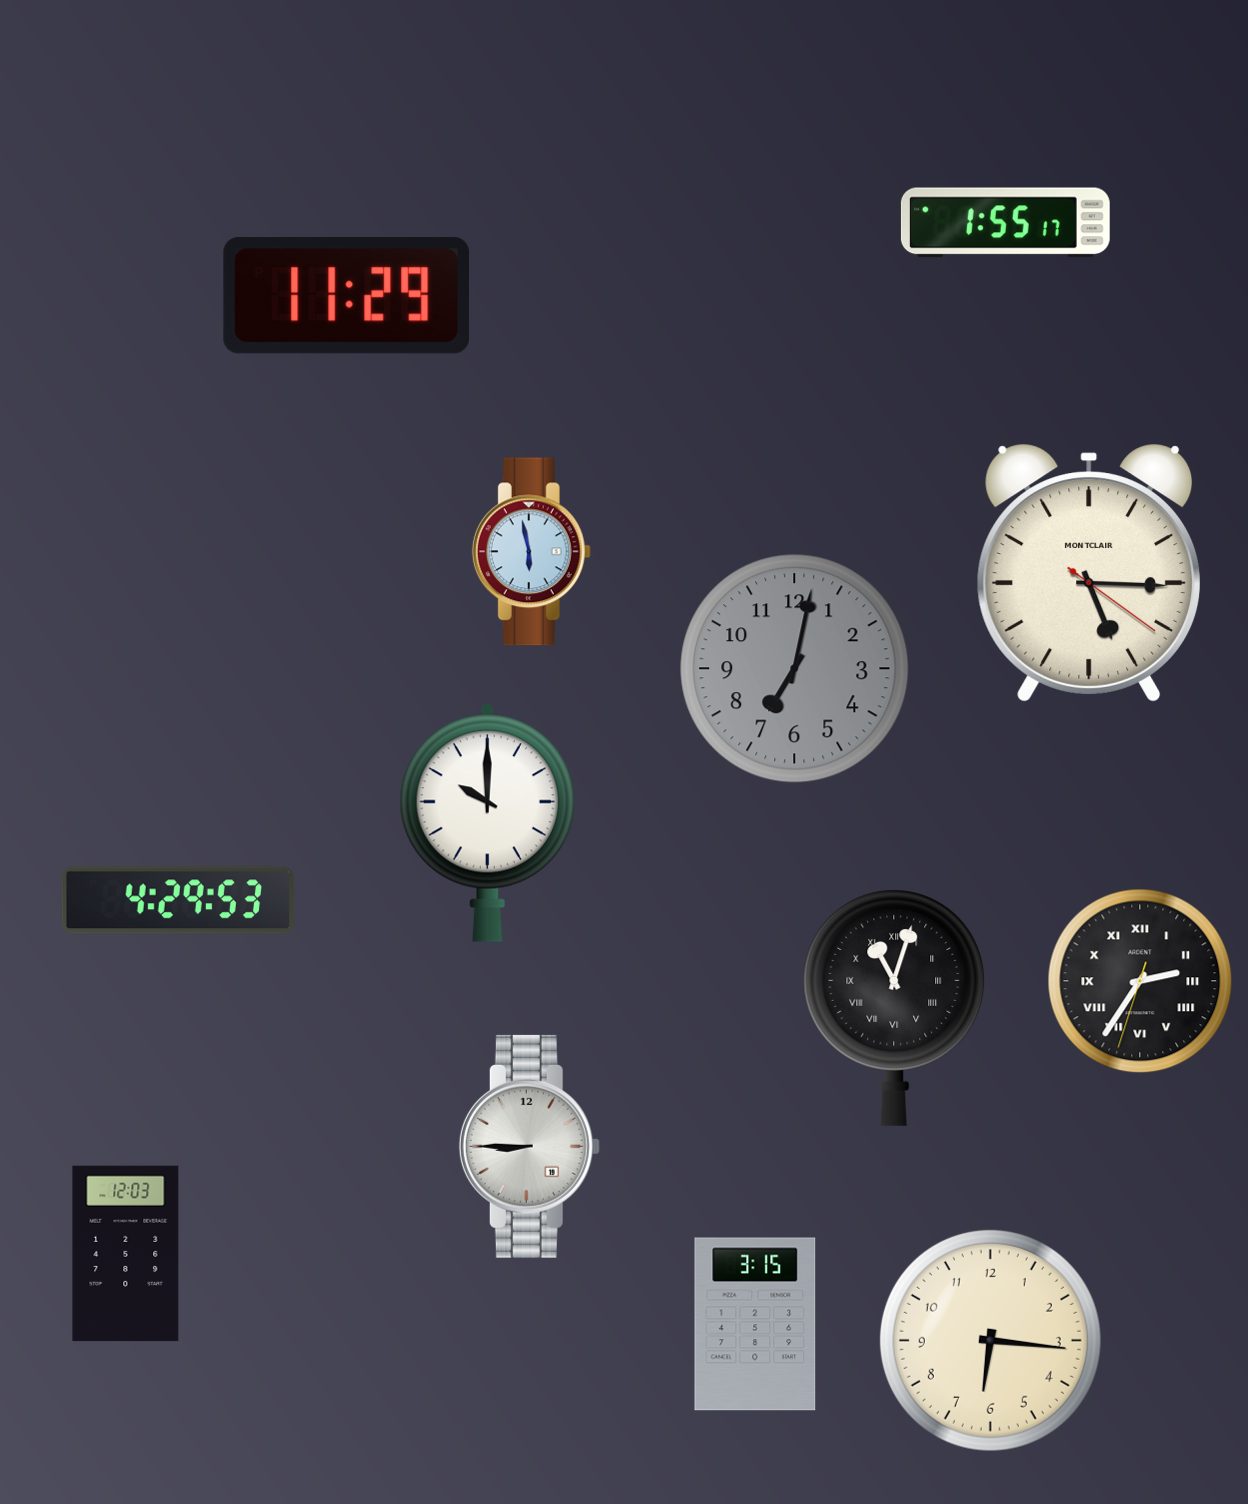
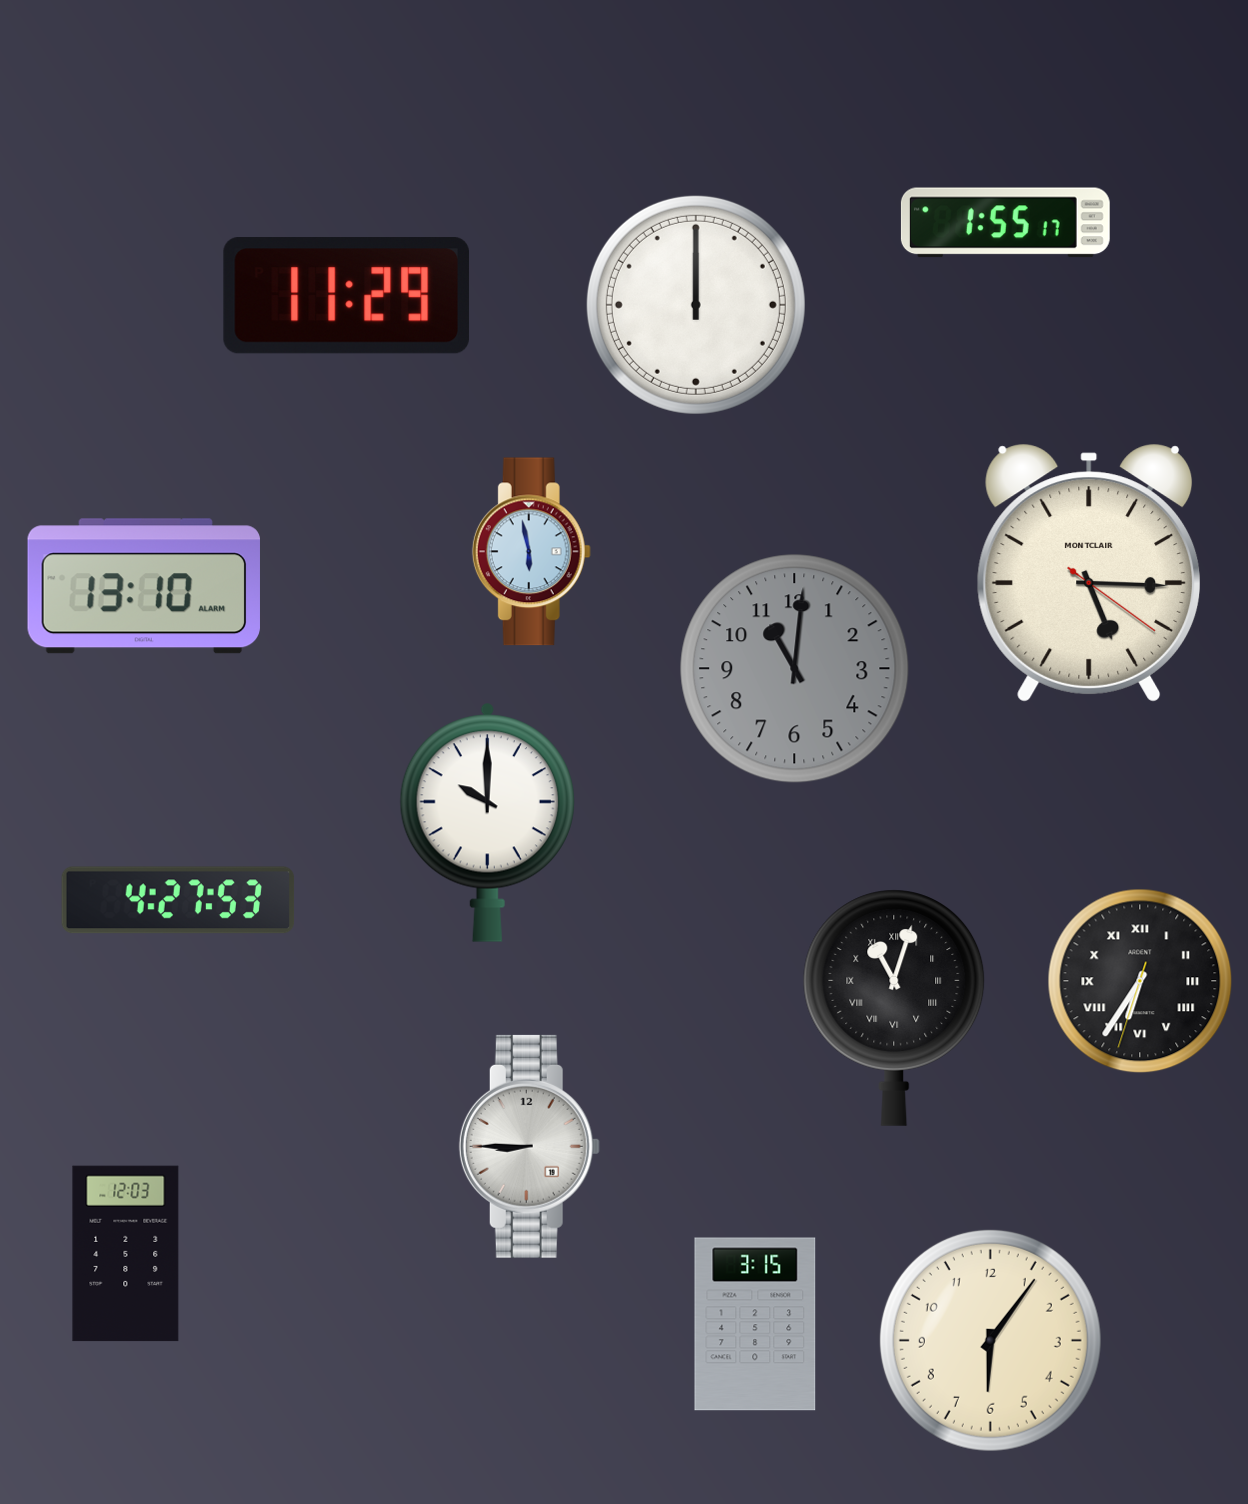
clock at (696, 305): none -> 12:00
clock at (144, 586): none -> 13:10
clock at (795, 669): 7:02 -> 11:01
clock at (178, 900): 4:29 -> 4:27
clock at (1140, 981): 2:35 -> 6:35
clock at (990, 1340): 6:16 -> 6:06
